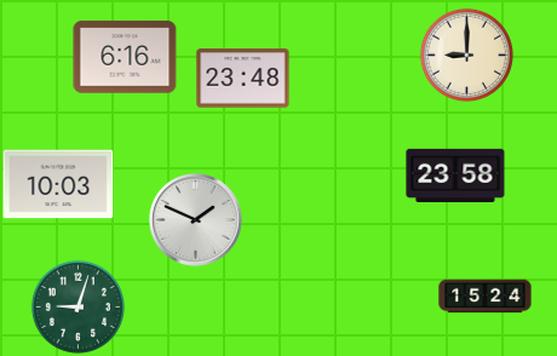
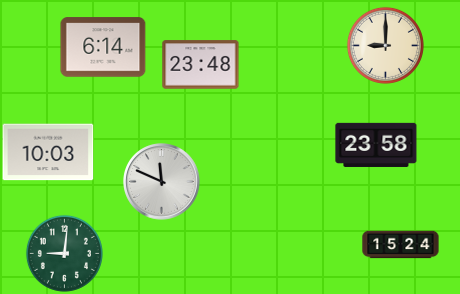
clock at (125, 57): 6:16 -> 6:14
clock at (196, 220): 1:49 -> 11:49
clock at (77, 306): 9:03 -> 9:01
